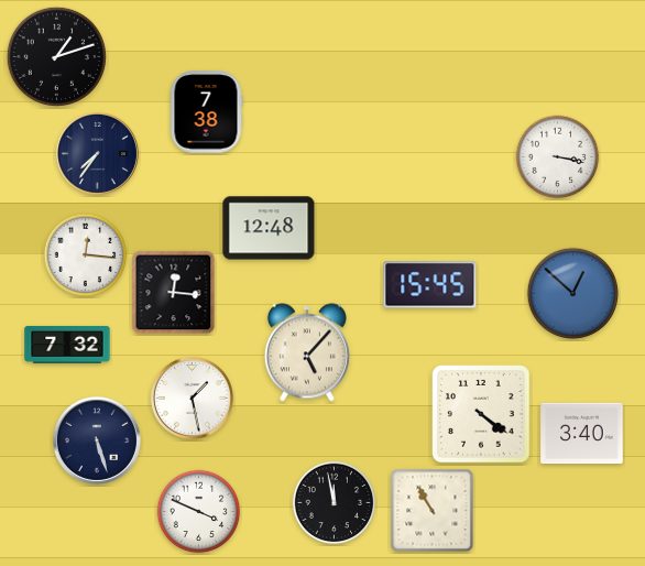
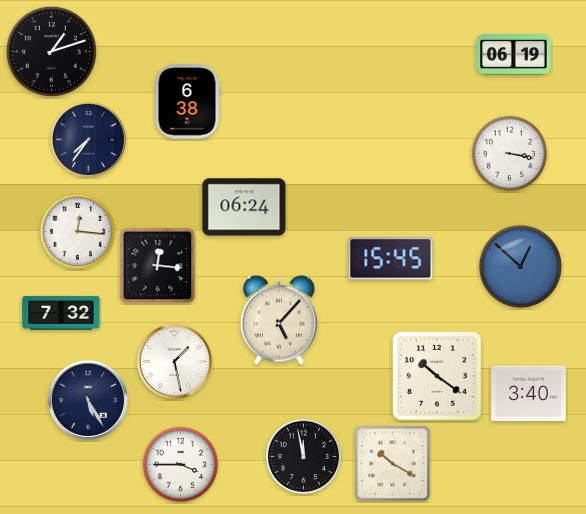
clock at (514, 55): none -> 06:19
clock at (206, 112): 7:38 -> 6:38
clock at (558, 157) position: (558, 157) -> (510, 154)
clock at (269, 228): 12:48 -> 06:24
clock at (481, 414): 4:21 -> 10:21
clock at (97, 440): 5:27 -> 5:25
clock at (433, 511): 10:55 -> 10:20
clock at (199, 512): 3:49 -> 3:45
